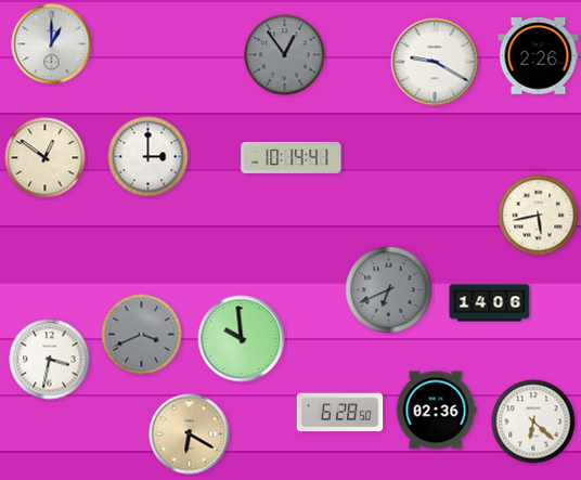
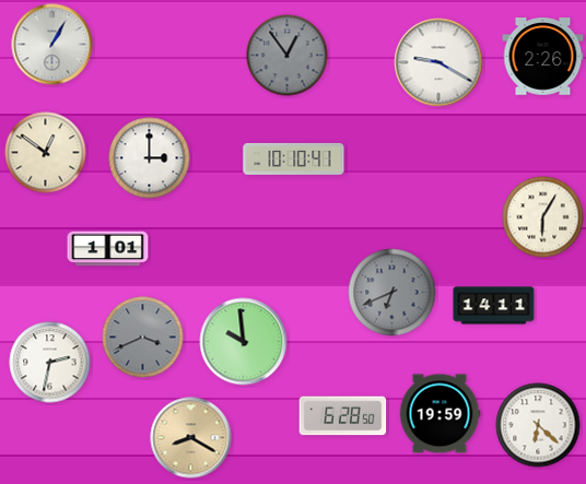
clock at (52, 44): 1:00 -> 1:05
clock at (292, 157): 10:14 -> 10:10
clock at (46, 158) position: (46, 158) -> (46, 153)
clock at (539, 216): 5:43 -> 6:05
clock at (108, 249): none -> 1:01
clock at (490, 303): 14:06 -> 14:11
clock at (50, 360): 3:32 -> 2:32
clock at (436, 411): 02:36 -> 19:59
clock at (190, 434): 6:20 -> 8:20
